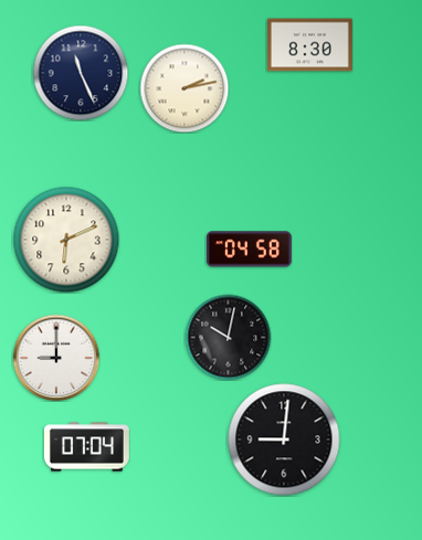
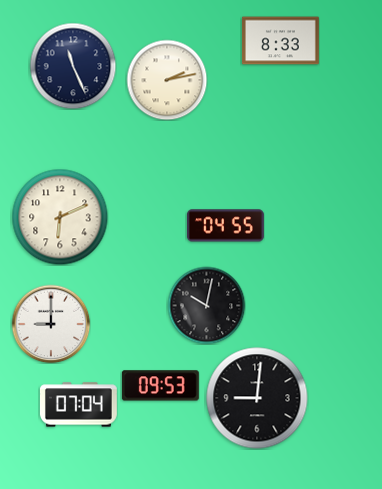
clock at (309, 45): 8:30 -> 8:33
clock at (249, 250): 04:58 -> 04:55
clock at (160, 386): none -> 09:53
